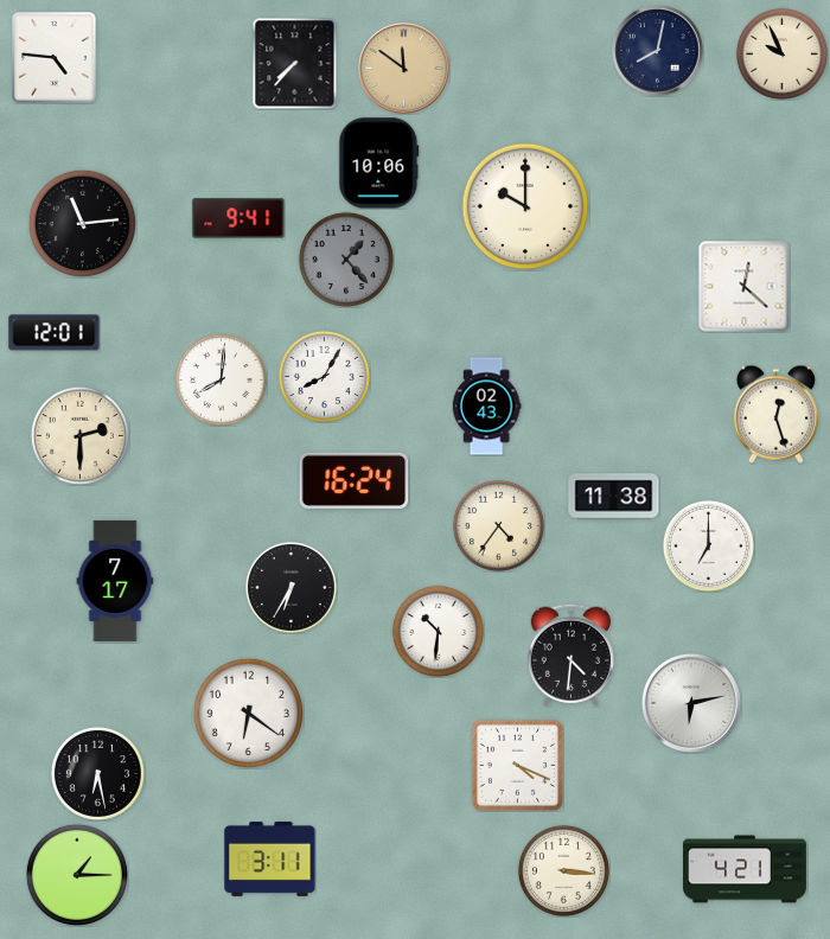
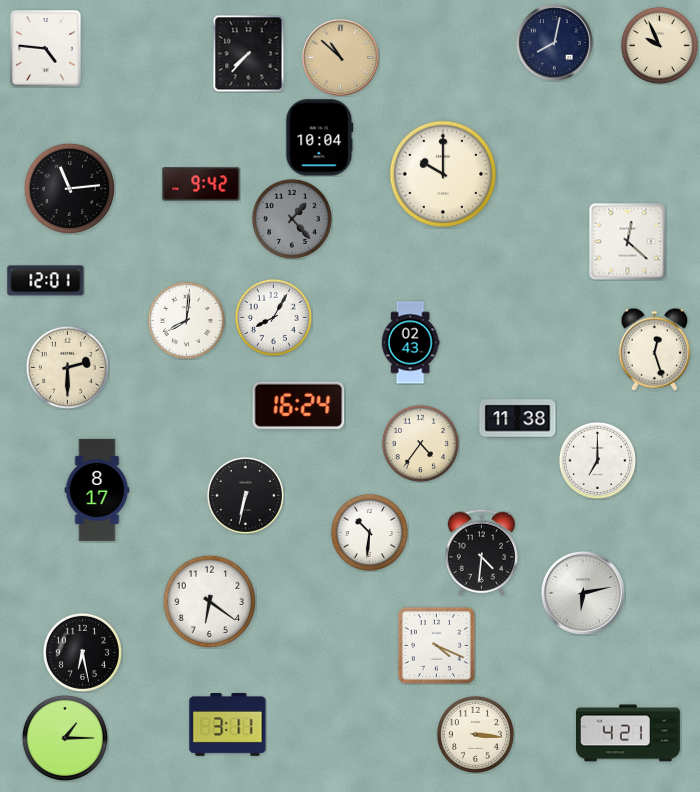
clock at (404, 69): 11:51 -> 10:52
clock at (379, 164): 10:06 -> 10:04
clock at (238, 218): 9:41 -> 9:42
clock at (115, 581): 7:17 -> 8:17
clock at (290, 587): 6:35 -> 6:32
